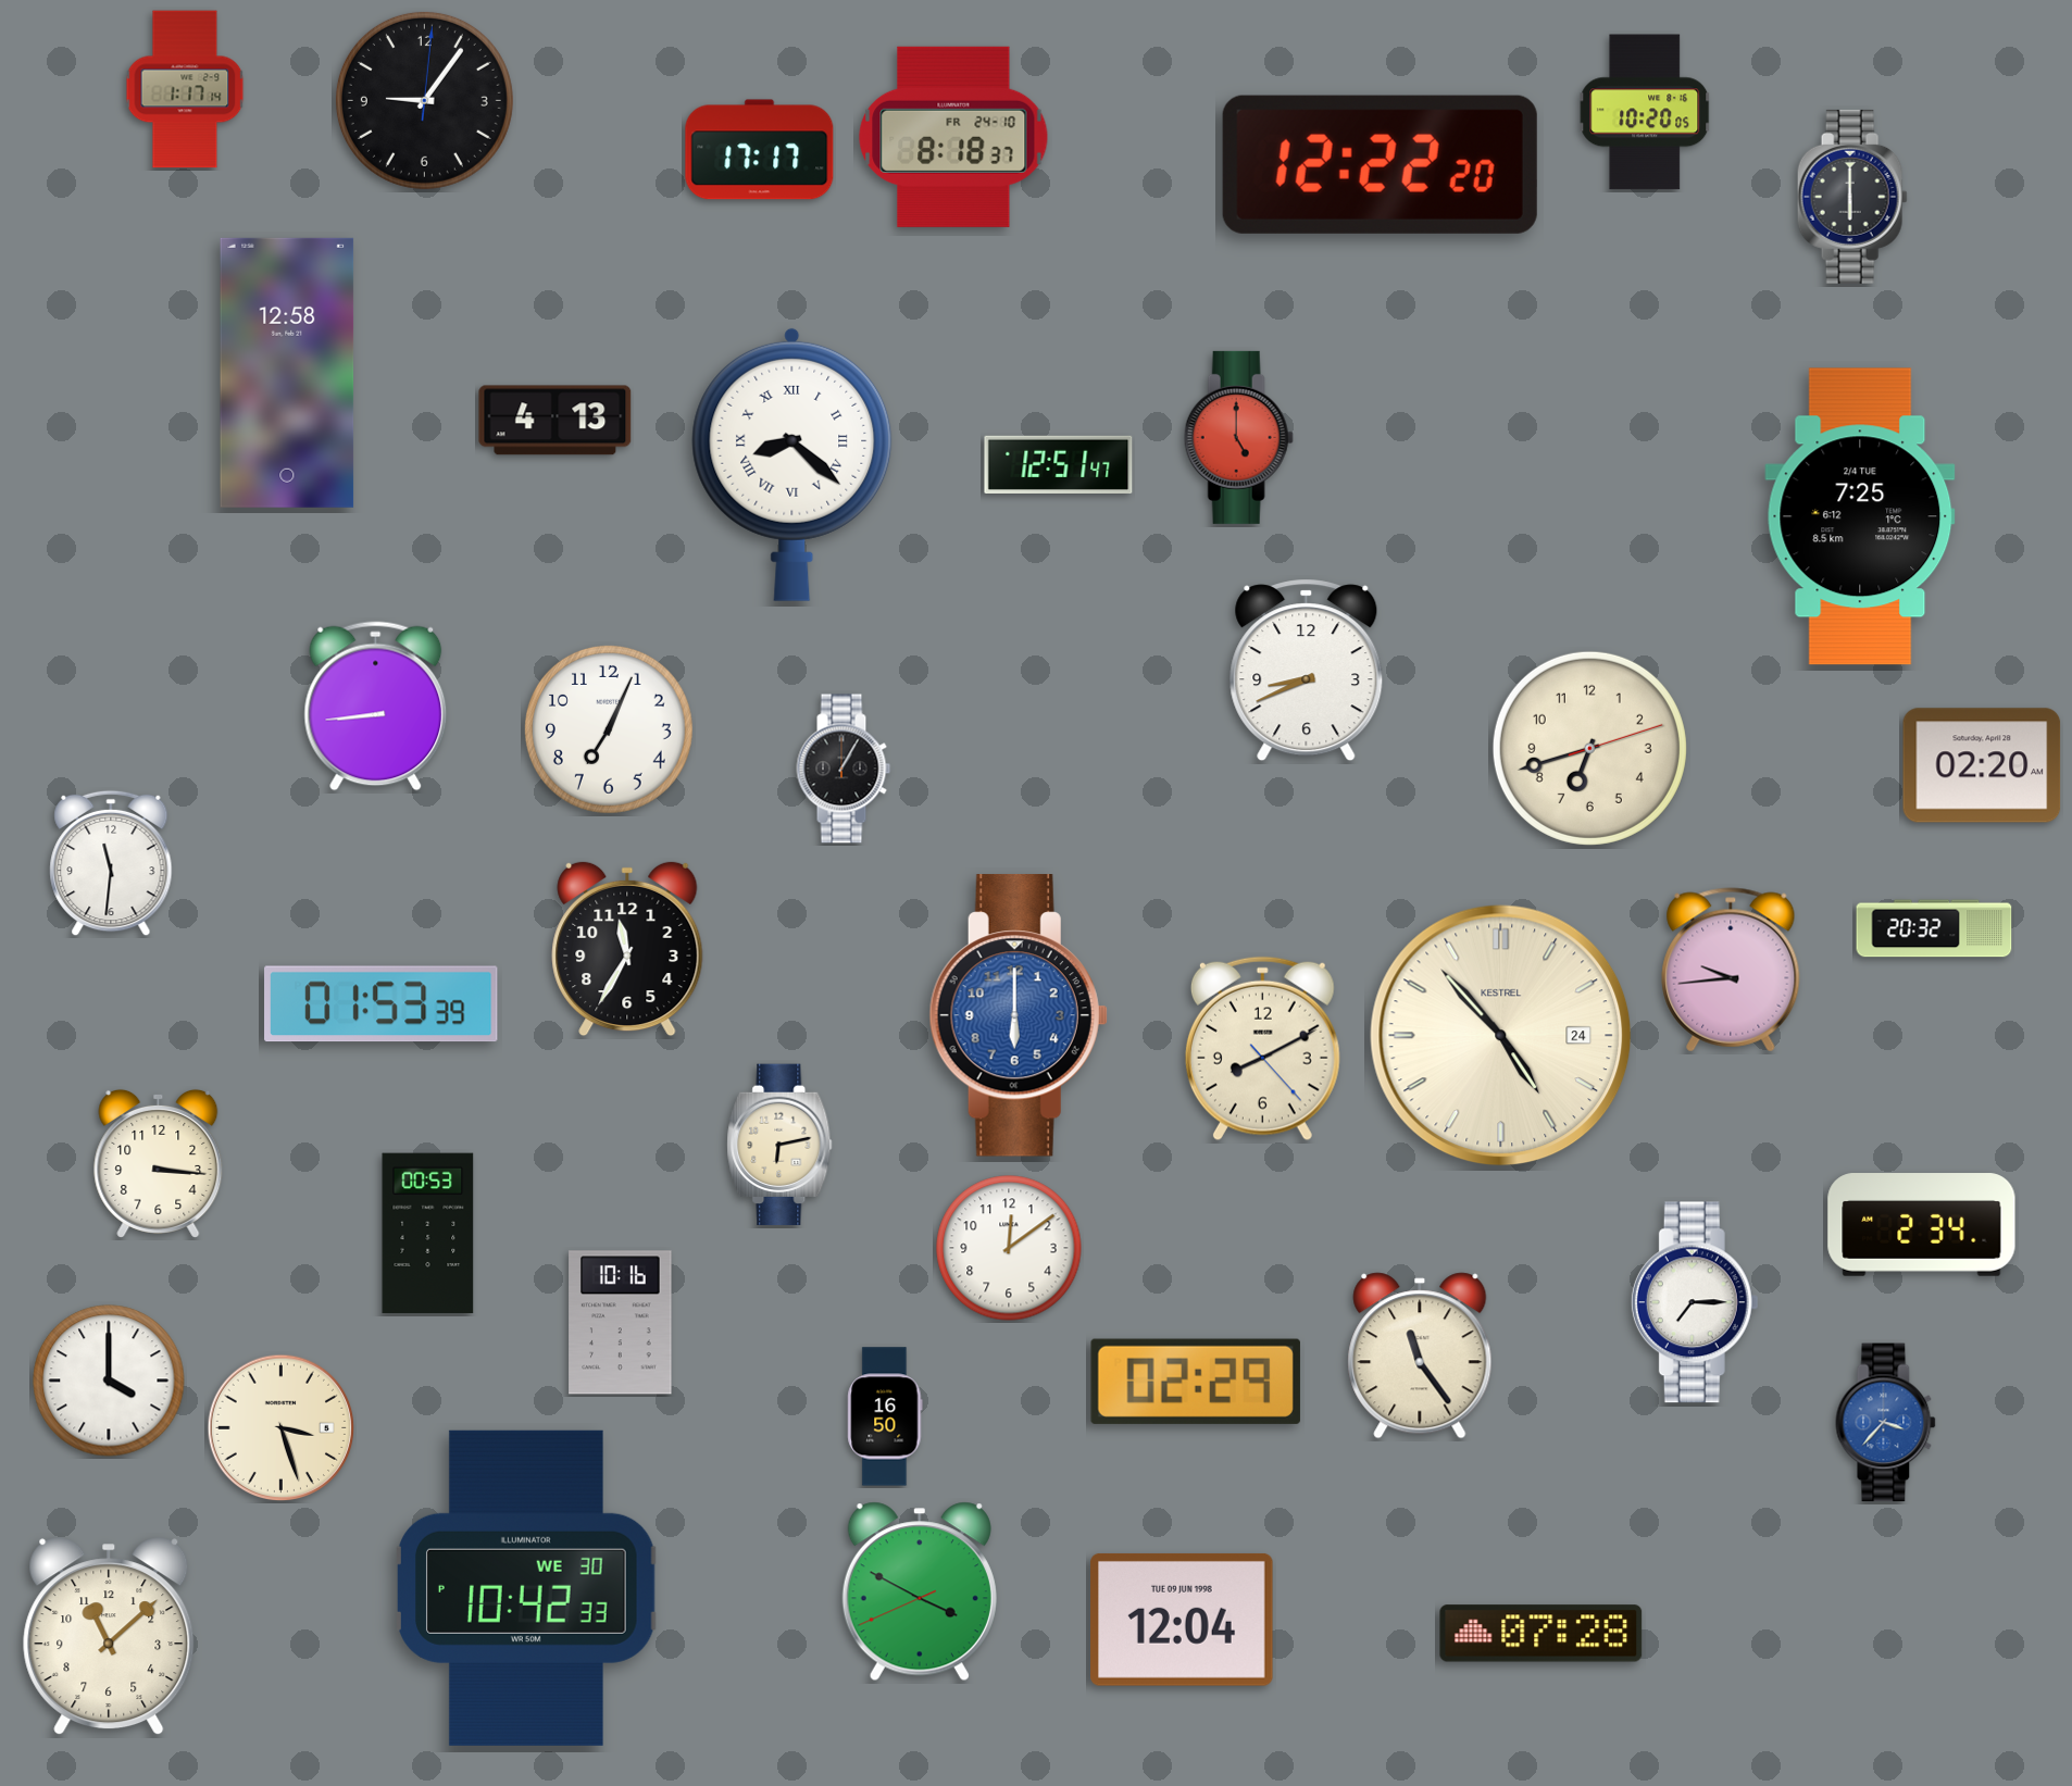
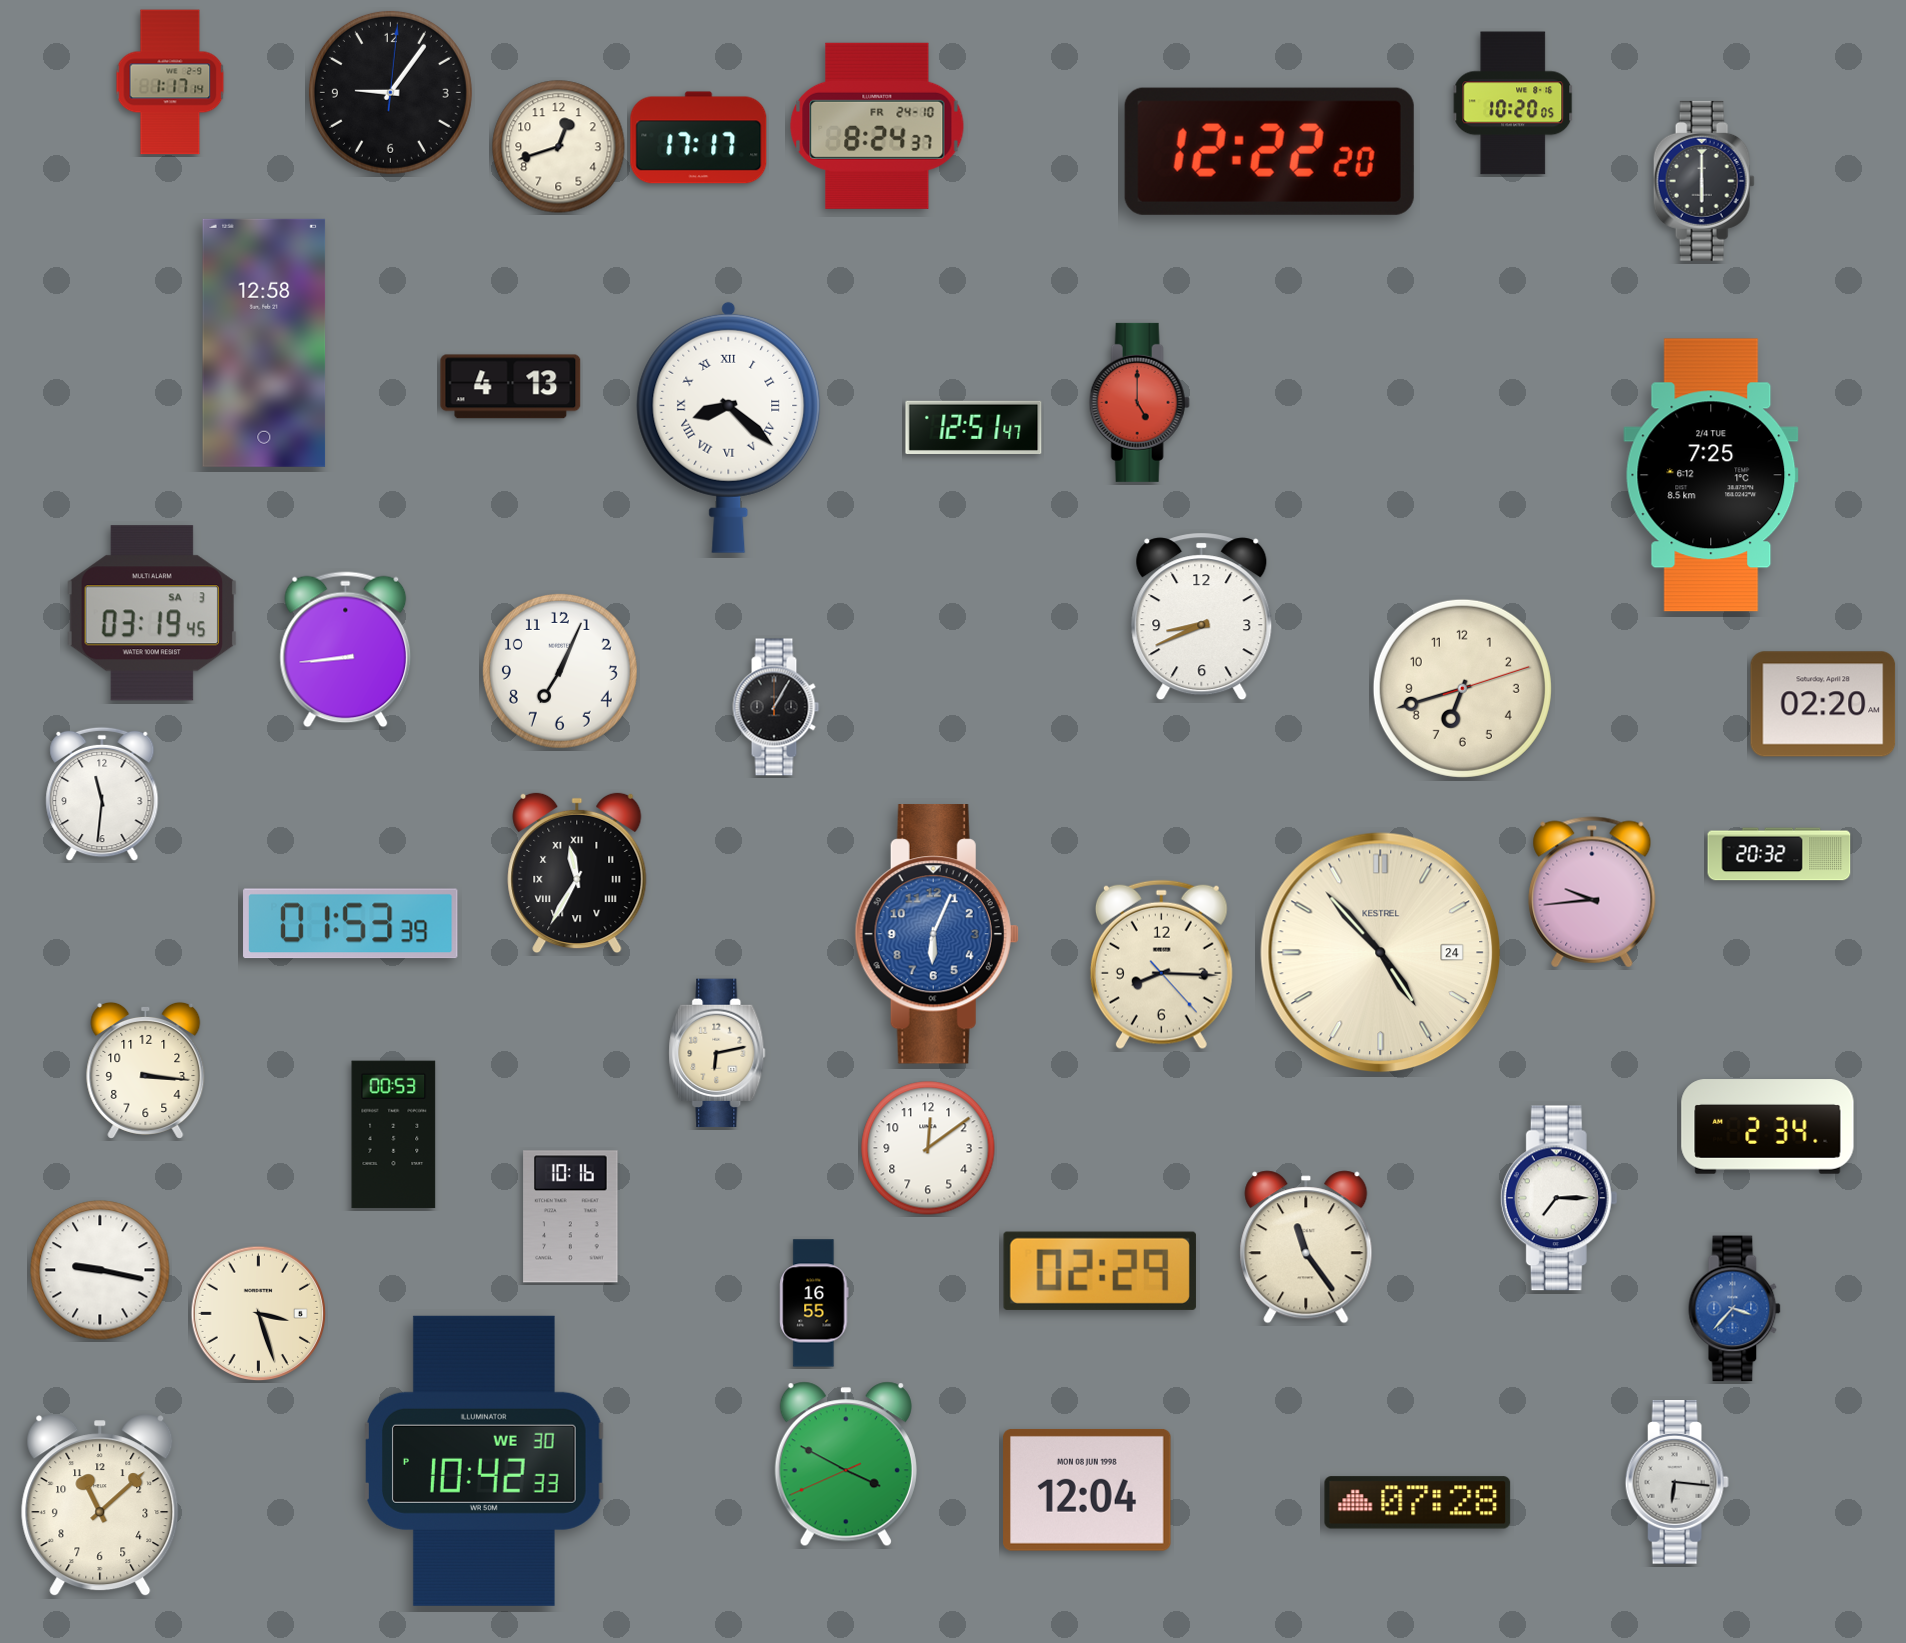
clock at (953, 137): 8:18 -> 8:24
clock at (559, 147): none -> 12:42
clock at (152, 613): none -> 03:19
clock at (627, 949) numerals: Arabic -> Roman
clock at (1019, 1015): 6:00 -> 6:04
clock at (1262, 1049): 8:10 -> 8:15
clock at (109, 1381): 4:00 -> 9:17
clock at (885, 1416): 16:50 -> 16:55
clock at (1677, 1483): none -> 6:16
clock at (1182, 1620) date: TUE 09 JUN 1998 -> MON 08 JUN 1998
